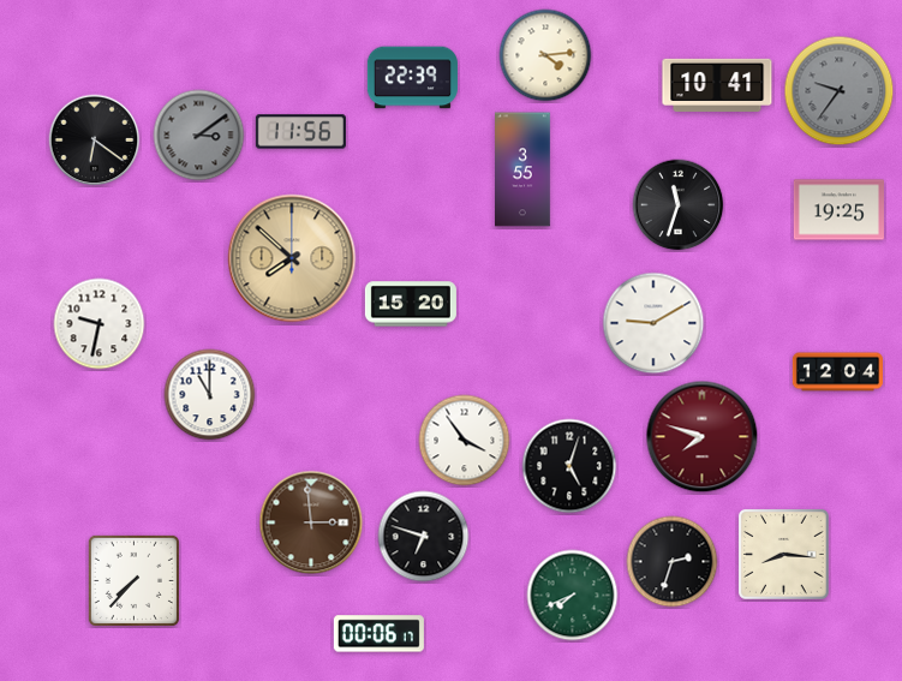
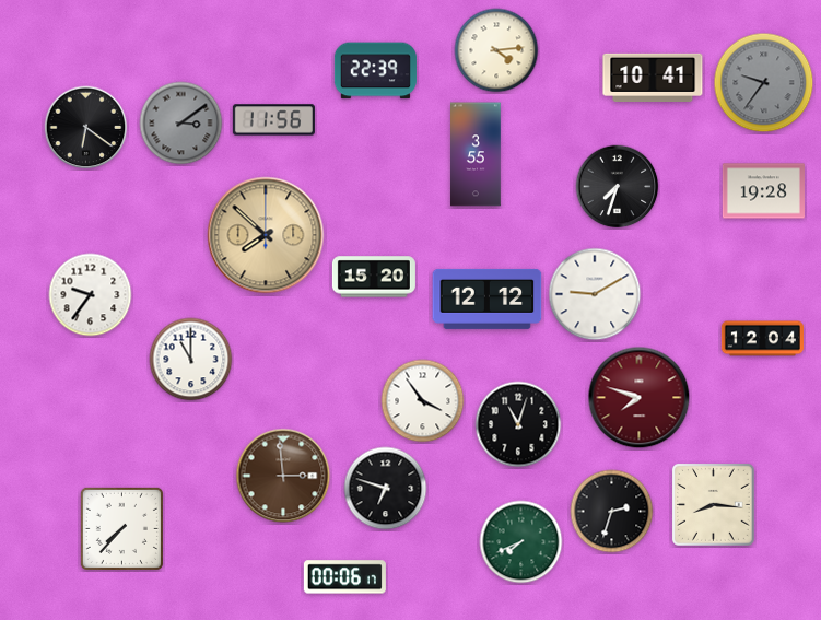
clock at (679, 205): 11:33 -> 7:33
clock at (838, 210): 19:25 -> 19:28
clock at (100, 324): 9:32 -> 9:36
clock at (488, 299): none -> 12:12
clock at (569, 466): 5:03 -> 11:03
